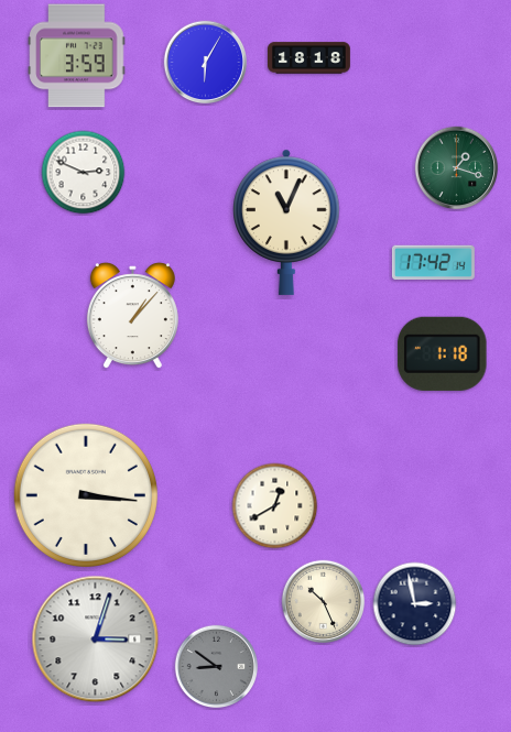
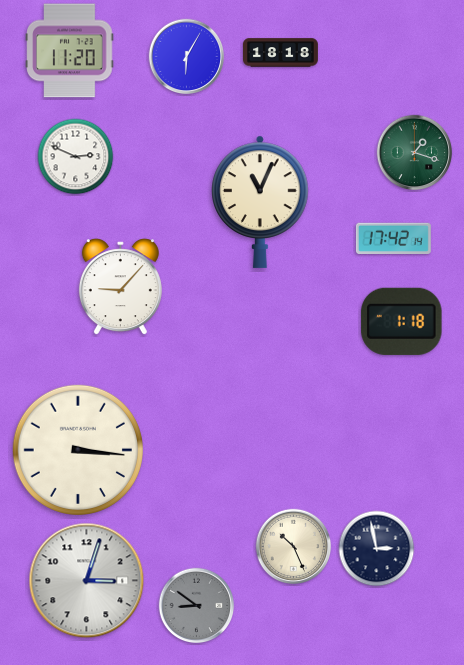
clock at (77, 56): 3:59 -> 11:20
clock at (132, 316): 1:07 -> 9:07
clock at (275, 506): 12:40 -> none
